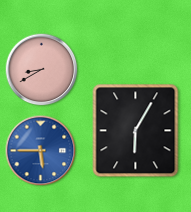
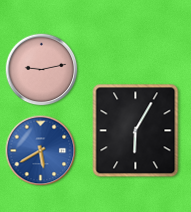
clock at (42, 70): 8:40 -> 9:13
clock at (41, 151): 5:45 -> 5:40
